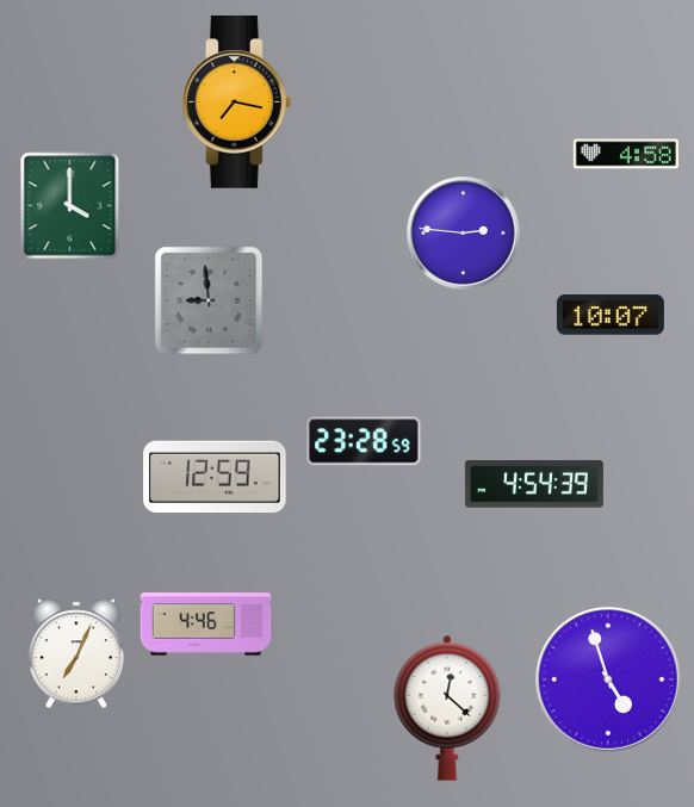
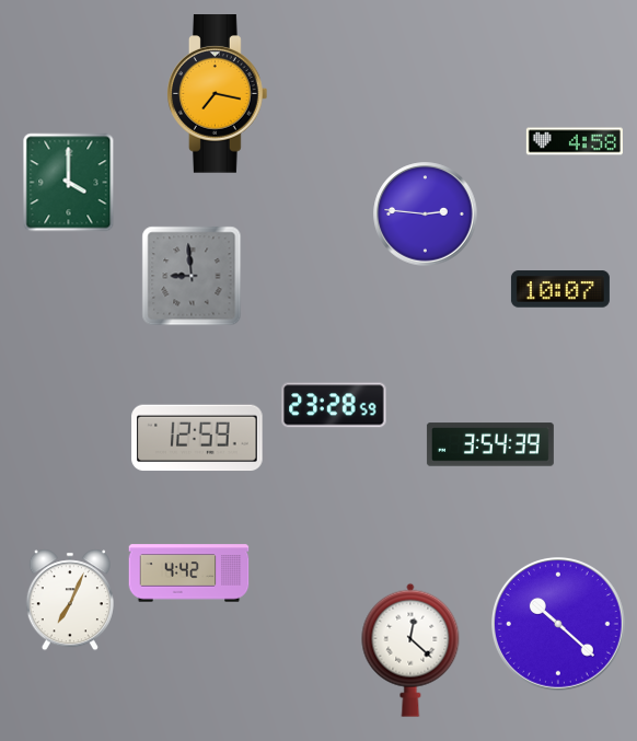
clock at (70, 206) position: (70, 206) -> (69, 183)
clock at (534, 484): 4:54 -> 3:54
clock at (206, 625): 4:46 -> 4:42
clock at (608, 679): 4:57 -> 10:22
